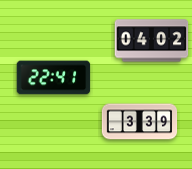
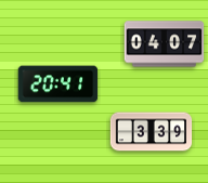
clock at (152, 41): 04:02 -> 04:07
clock at (54, 78): 22:41 -> 20:41
